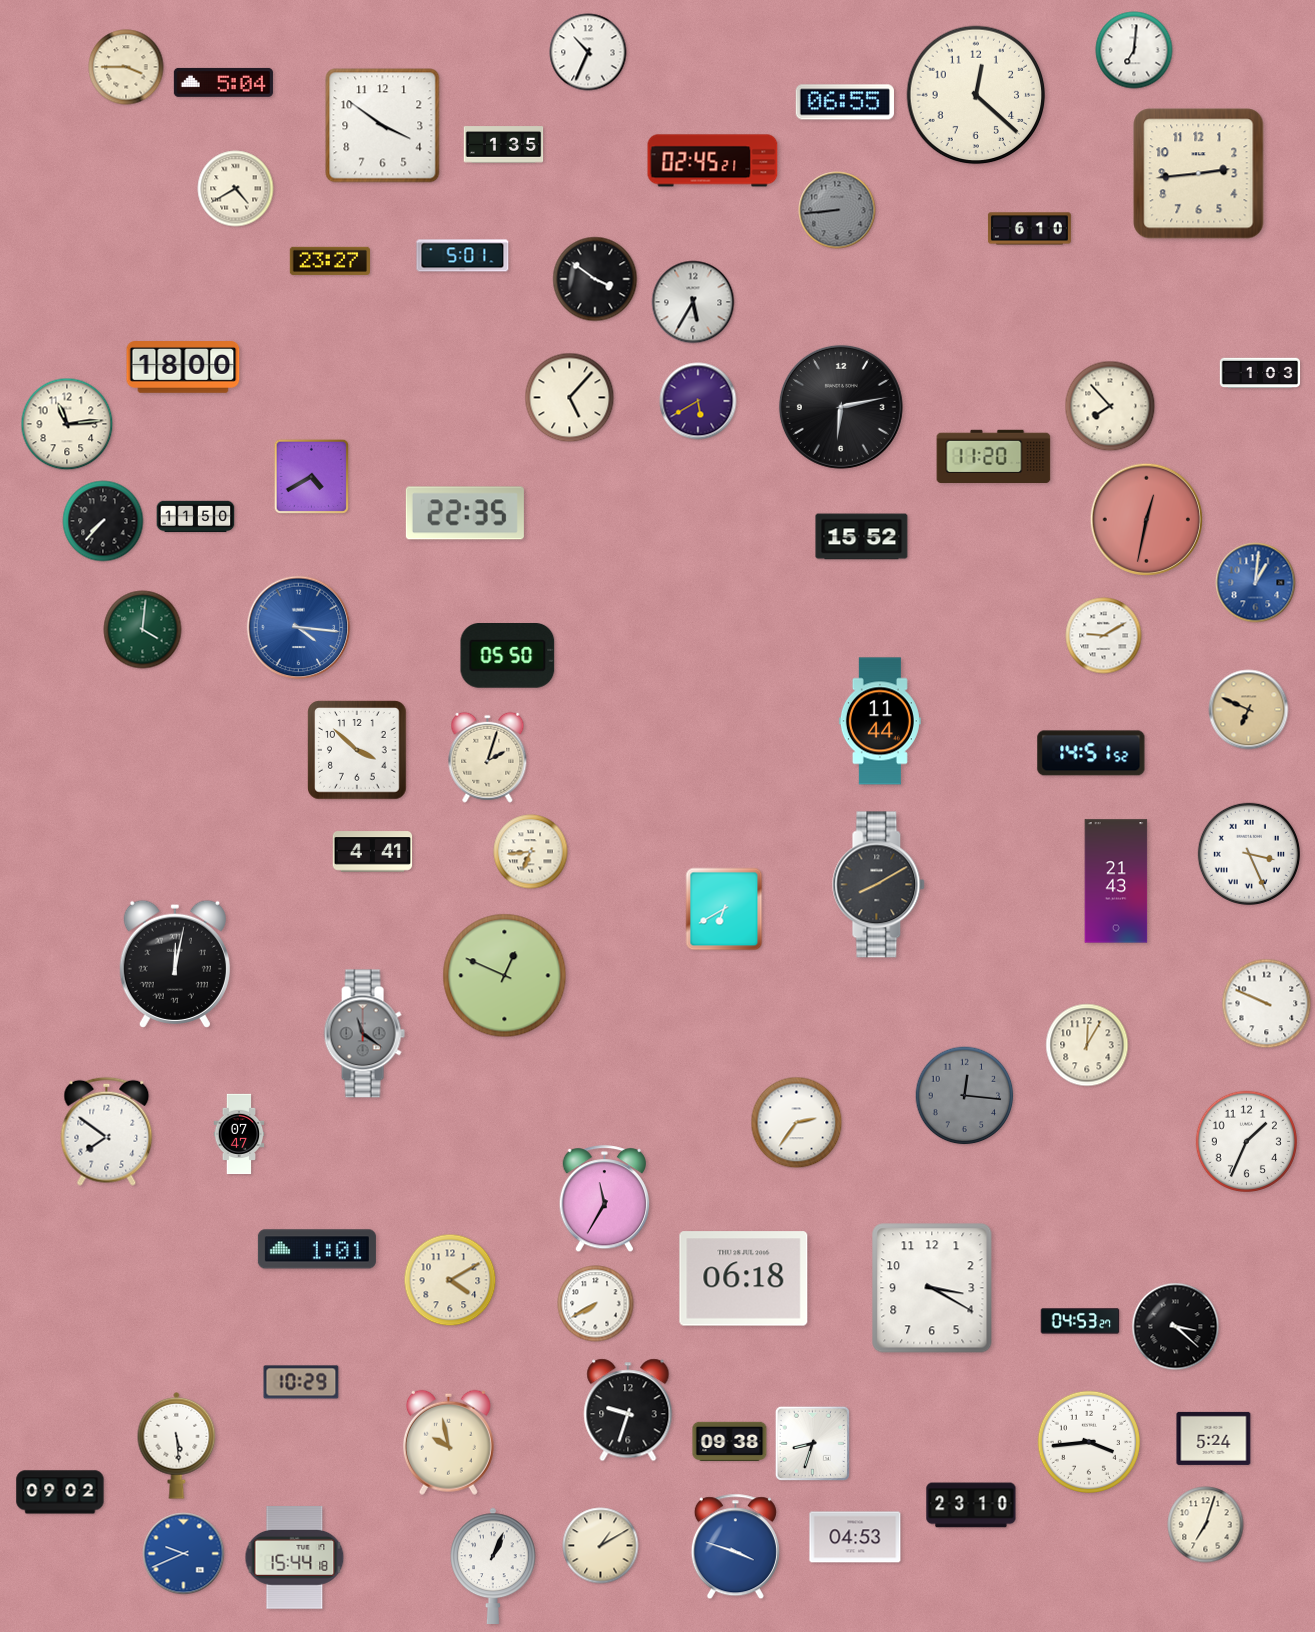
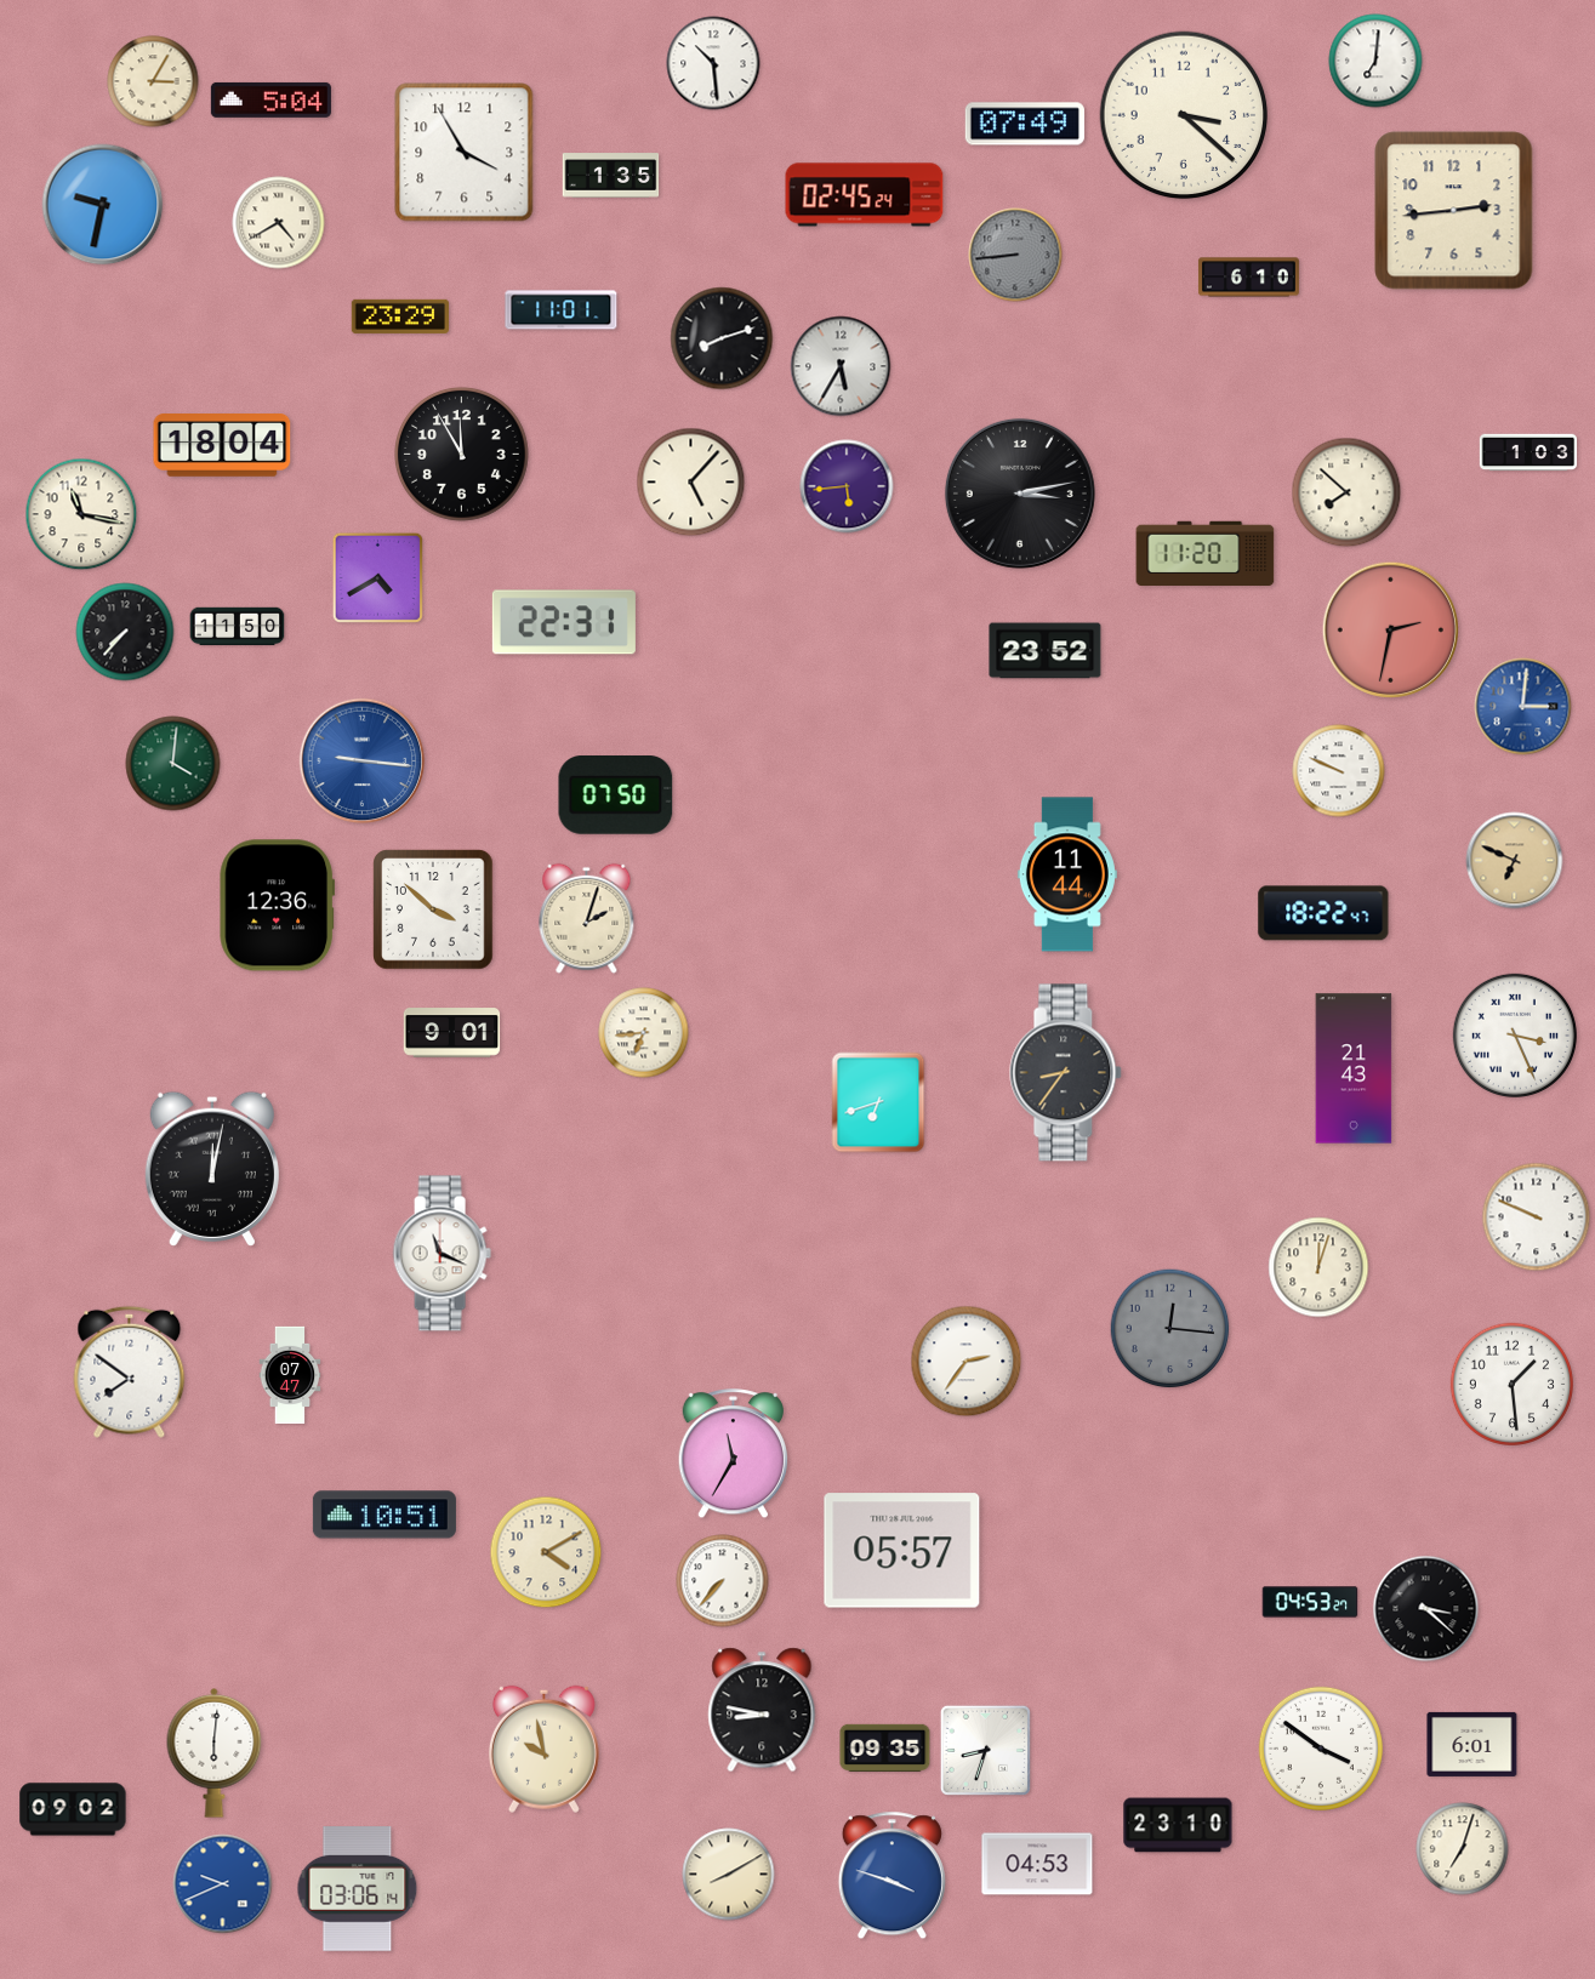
clock at (588, 52): 10:34 -> 10:29
clock at (126, 67): 3:45 -> 3:05
clock at (976, 95): 12:22 -> 3:22
clock at (845, 102): 06:55 -> 07:49
clock at (383, 126): 3:51 -> 3:55
clock at (713, 161): 02:45:21 -> 02:45:24
clock at (103, 205): none -> 9:32
clock at (236, 189) position: (236, 189) -> (279, 223)
clock at (463, 256): 5:01 -> 11:01
clock at (329, 261): 23:27 -> 23:29
clock at (595, 279): 3:51 -> 8:12
clock at (183, 368): 18:00 -> 18:04
clock at (462, 455): none -> 11:55
clock at (698, 401): 5:40 -> 5:44
clock at (1110, 406): 7:53 -> 7:52
clock at (841, 407): 6:13 -> 3:13
clock at (67, 424): 11:14 -> 11:17
clock at (465, 513): 22:35 -> 22:31
clock at (1146, 519): 12:32 -> 2:32
clock at (862, 537): 15:52 -> 23:52
clock at (1256, 583): 1:01 -> 3:01
clock at (299, 628): 4:16 -> 9:16
clock at (1104, 636): 9:10 -> 9:49
clock at (508, 656): 05:50 -> 07:50
clock at (277, 906): none -> 12:36
clock at (1091, 753): 14:51 -> 18:22
clock at (488, 757) position: (488, 757) -> (587, 918)
clock at (373, 852): 4:41 -> 9:01
clock at (879, 885): 8:10 -> 8:36
clock at (724, 909): 6:40 -> 6:42
clock at (505, 976): 12:49 -> none
clock at (364, 1034): 11:21 -> 11:19
clock at (364, 1034) dial: grey -> white
clock at (1087, 1045): 12:05 -> 12:03
clock at (1246, 1141): 1:34 -> 1:29
clock at (317, 1249): 1:01 -> 10:51
clock at (744, 1279): 06:18 -> 05:57
clock at (932, 1288): 3:20 -> none
clock at (596, 1304): 7:40 -> 7:37
clock at (301, 1382): 10:29 -> none
clock at (628, 1410): 9:33 -> 8:47
clock at (1214, 1438): 5:24 -> 6:01
clock at (730, 1441): 09:38 -> 09:35
clock at (1089, 1442): 3:44 -> 3:51
clock at (177, 1445): 5:29 -> 6:01
clock at (601, 1546): 1:10 -> 8:10
clock at (295, 1558): 15:44 -> 03:06
clock at (493, 1565): 1:04 -> none
